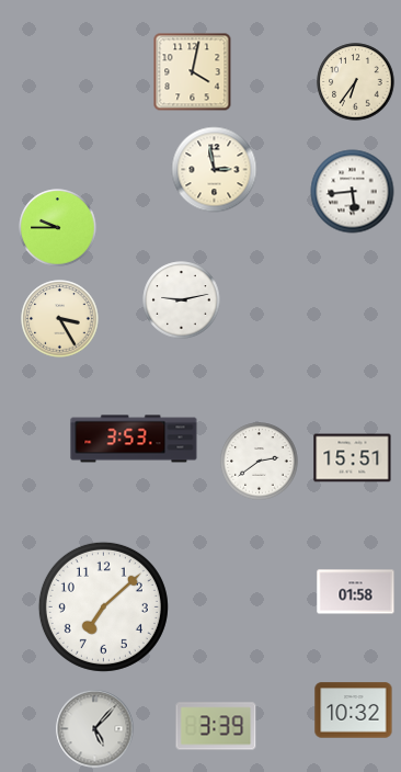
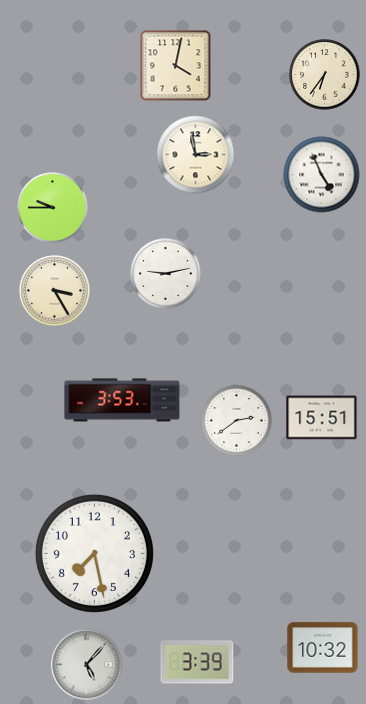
clock at (353, 192): 5:44 -> 4:56
clock at (356, 592): 01:58 -> none
clock at (103, 606): 7:08 -> 7:28
